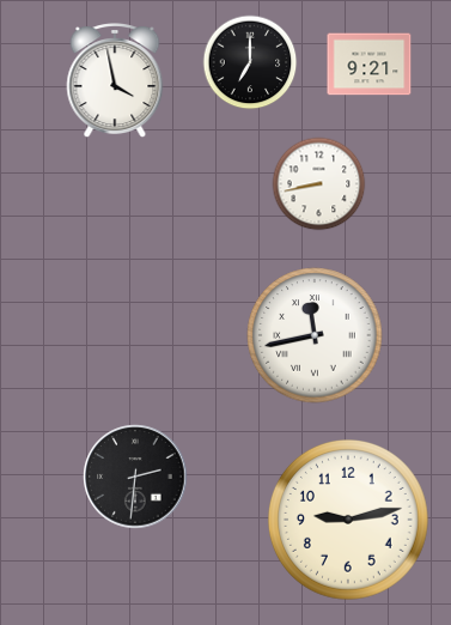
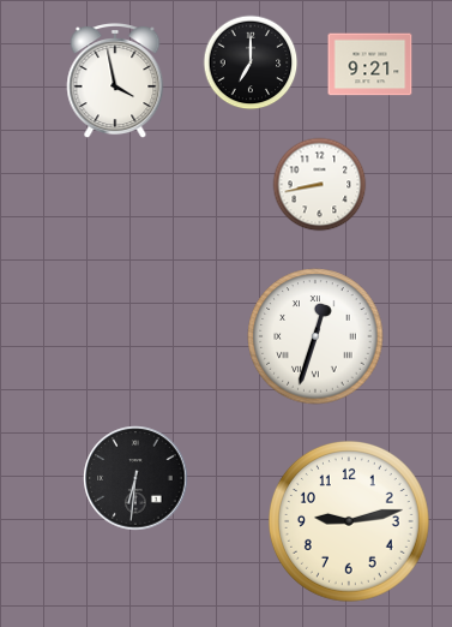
clock at (315, 335): 11:43 -> 12:33
clock at (135, 477): 2:31 -> 6:31
